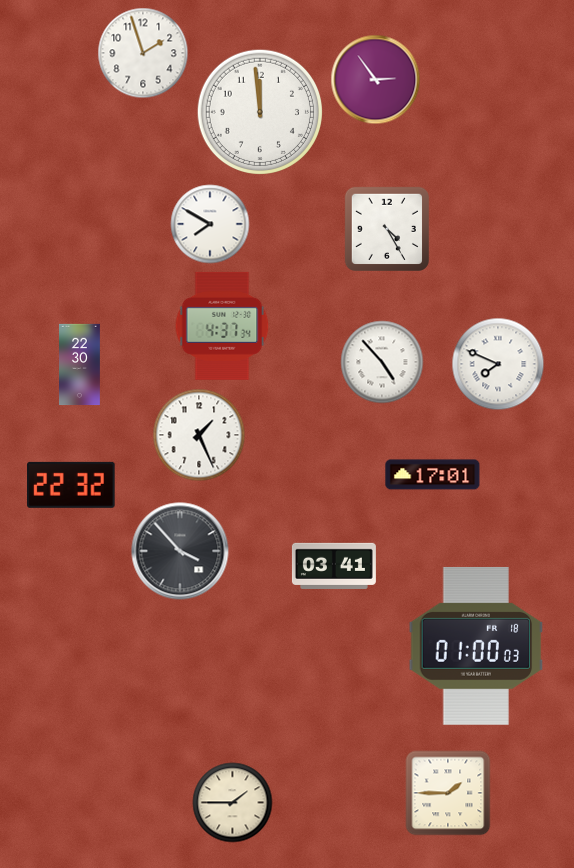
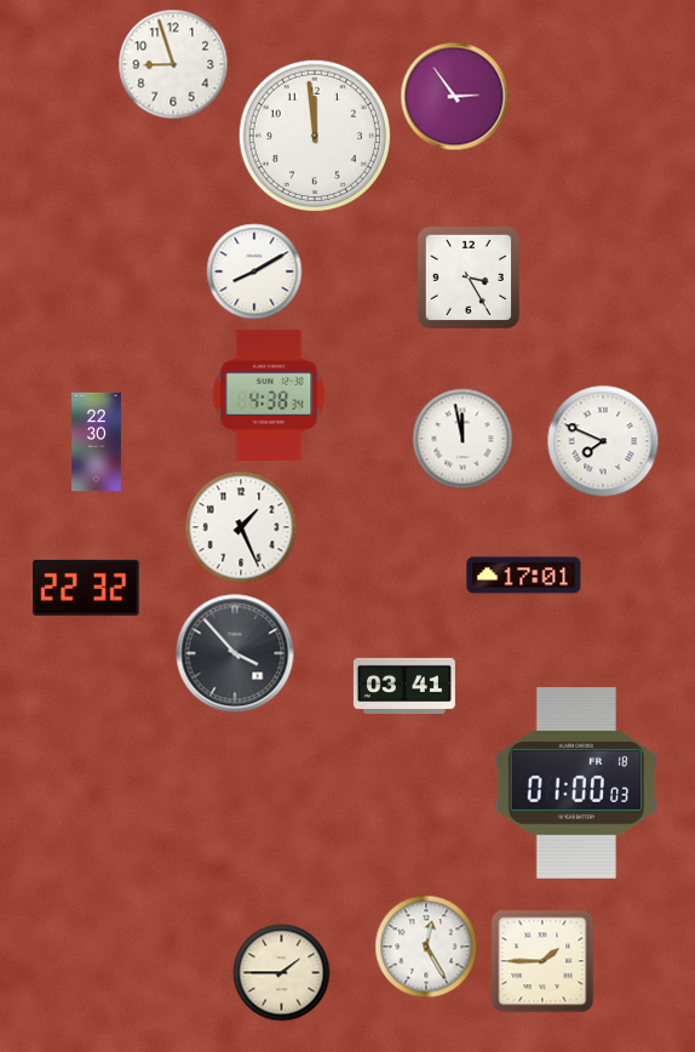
clock at (143, 53): 1:57 -> 8:57
clock at (210, 224): 7:50 -> 8:10
clock at (387, 229): 4:25 -> 3:25
clock at (222, 326): 4:37 -> 4:38
clock at (382, 362): 4:53 -> 11:58
clock at (180, 551) position: (180, 551) -> (235, 653)
clock at (426, 947): none -> 12:25
